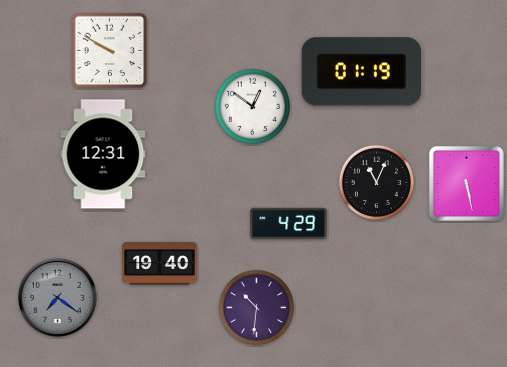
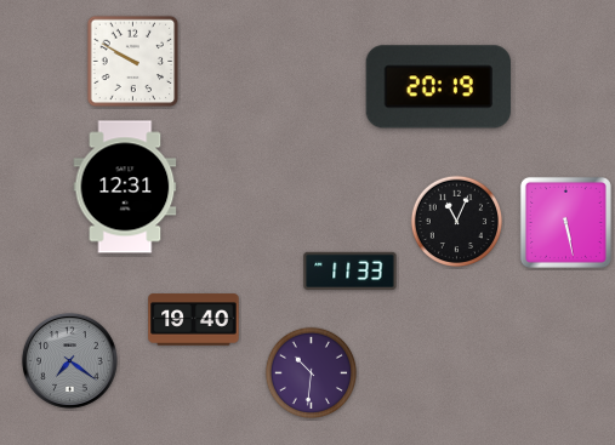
clock at (361, 72): 01:19 -> 20:19
clock at (253, 107): 12:51 -> none
clock at (289, 224): 4:29 -> 11:33
